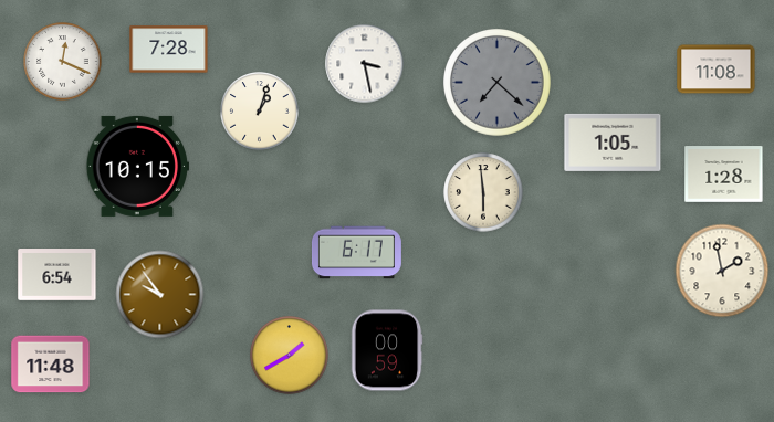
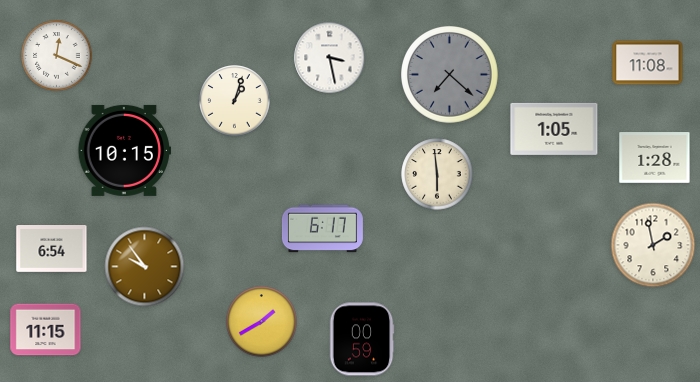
clock at (169, 50): 7:28 -> none
clock at (387, 350) position: (387, 350) -> (362, 339)
clock at (51, 365): 11:48 -> 11:15
